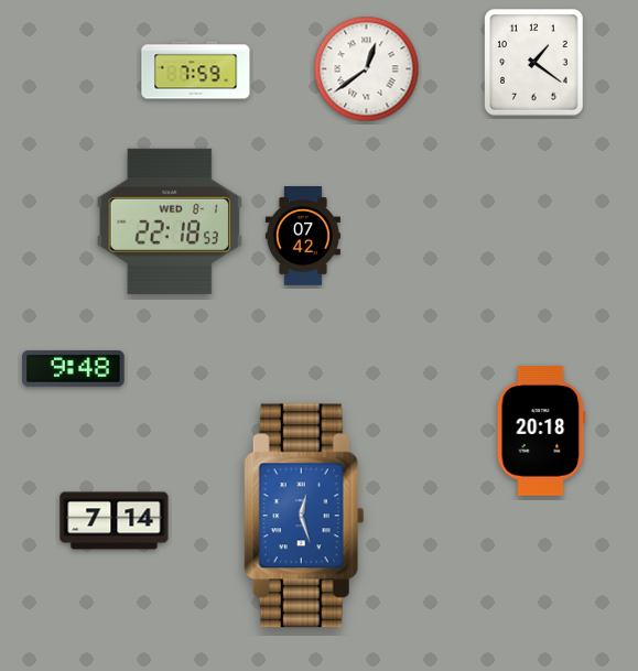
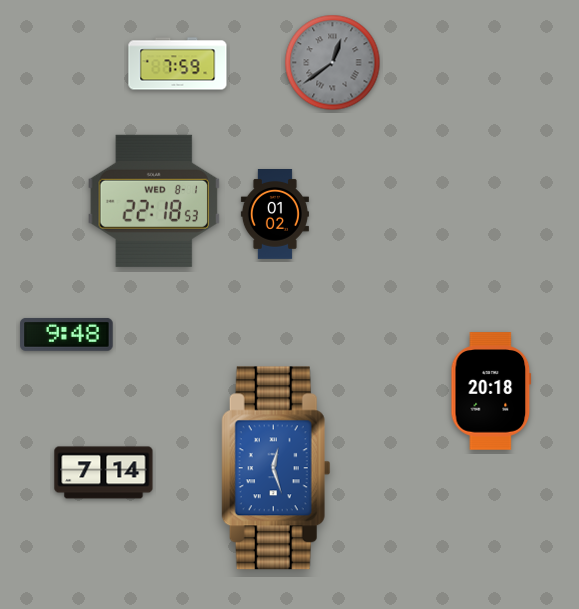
clock at (534, 63): 1:21 -> none
clock at (367, 69) dial: white -> grey
clock at (303, 237): 07:42 -> 01:02
